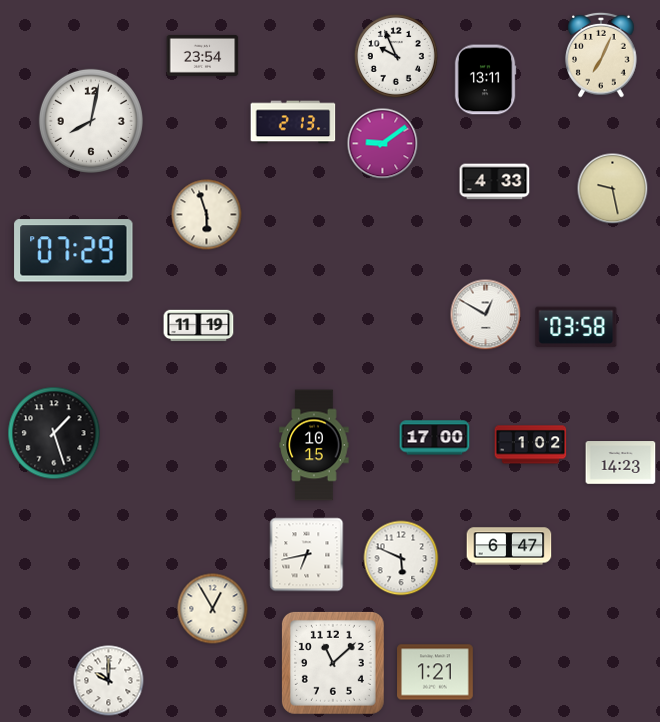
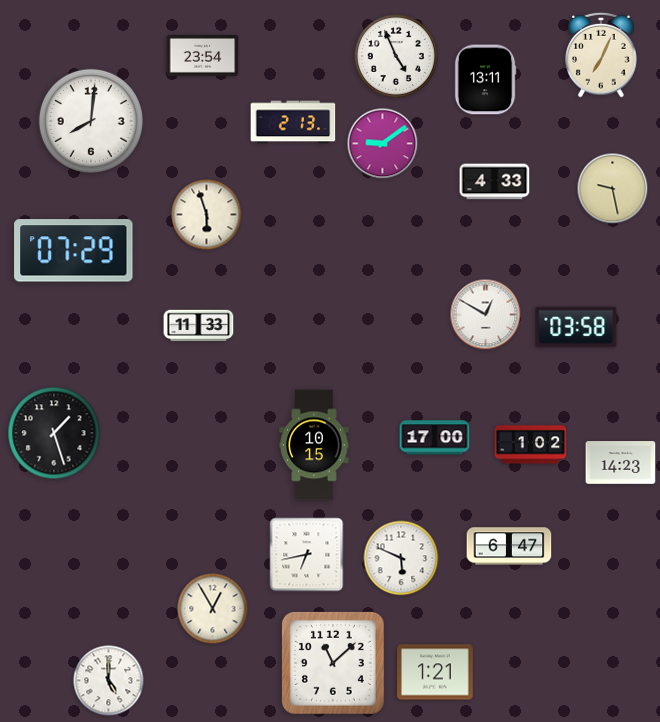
clock at (396, 56): 9:56 -> 4:56
clock at (91, 121): 8:02 -> 8:01
clock at (199, 326): 11:19 -> 11:33
clock at (109, 681): 10:00 -> 5:00
